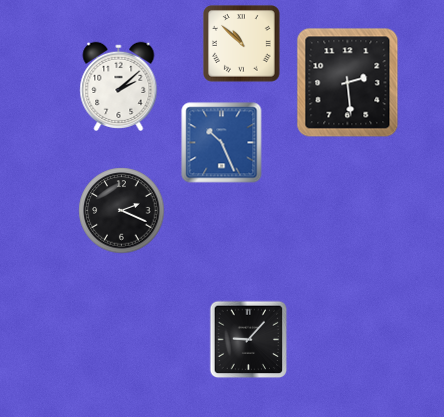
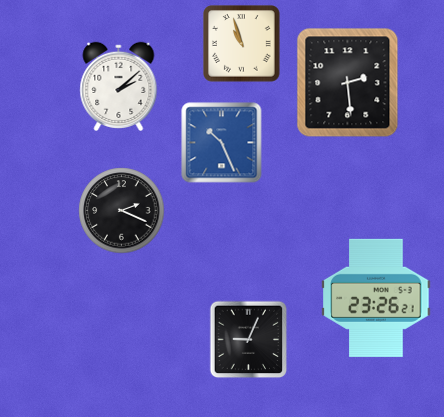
clock at (242, 44): 10:52 -> 10:57
clock at (376, 298): none -> 23:26
clock at (249, 340): 9:07 -> 9:04
